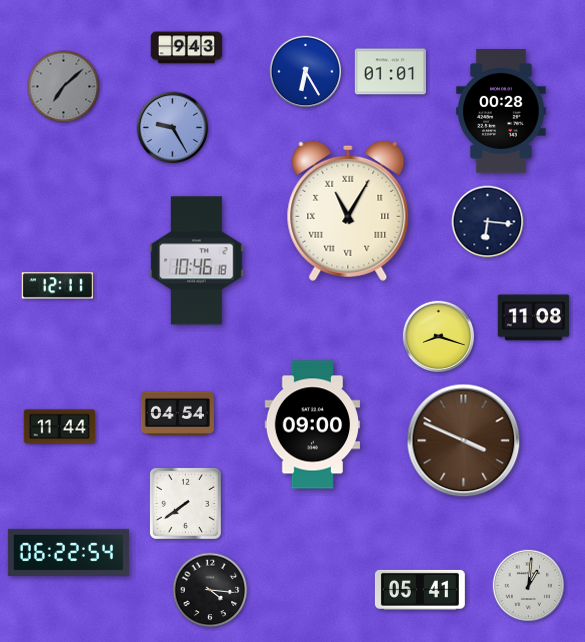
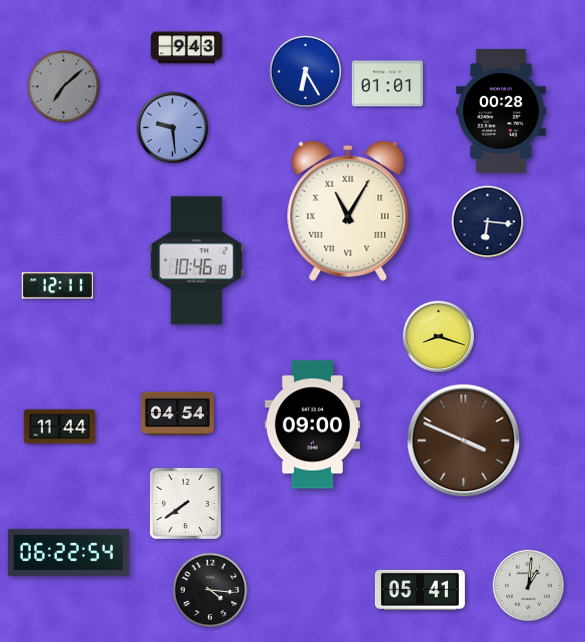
clock at (390, 72) position: (390, 72) -> (387, 84)
clock at (173, 128): 9:25 -> 9:29
clock at (534, 318): 11:08 -> none
